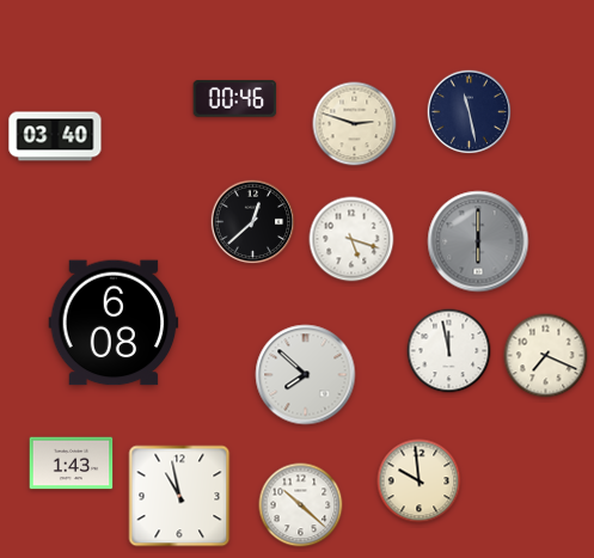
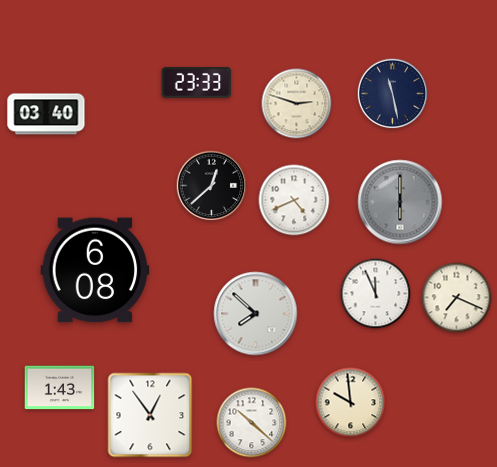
clock at (235, 99): 00:46 -> 23:33
clock at (351, 239): 5:18 -> 4:41
clock at (449, 351): 11:58 -> 11:56
clock at (179, 496): 10:58 -> 12:54
